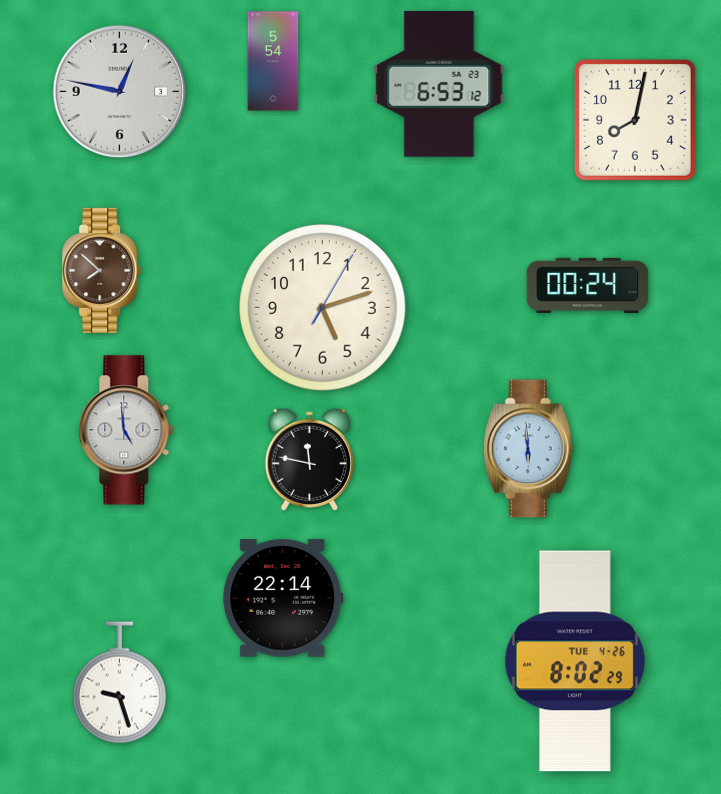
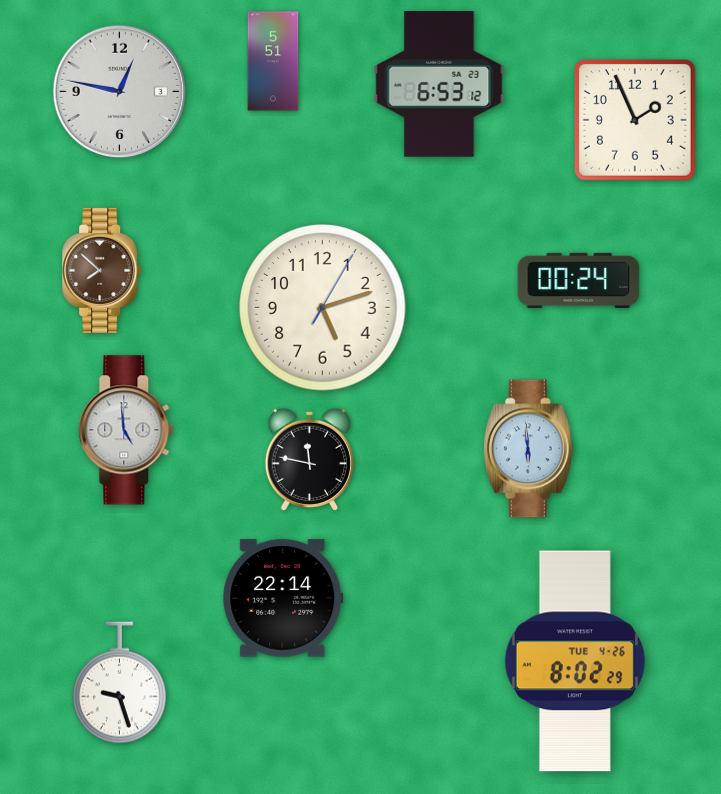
clock at (273, 61): 5:54 -> 5:51
clock at (635, 120): 8:02 -> 1:56
clock at (588, 285) position: (588, 285) -> (579, 280)
